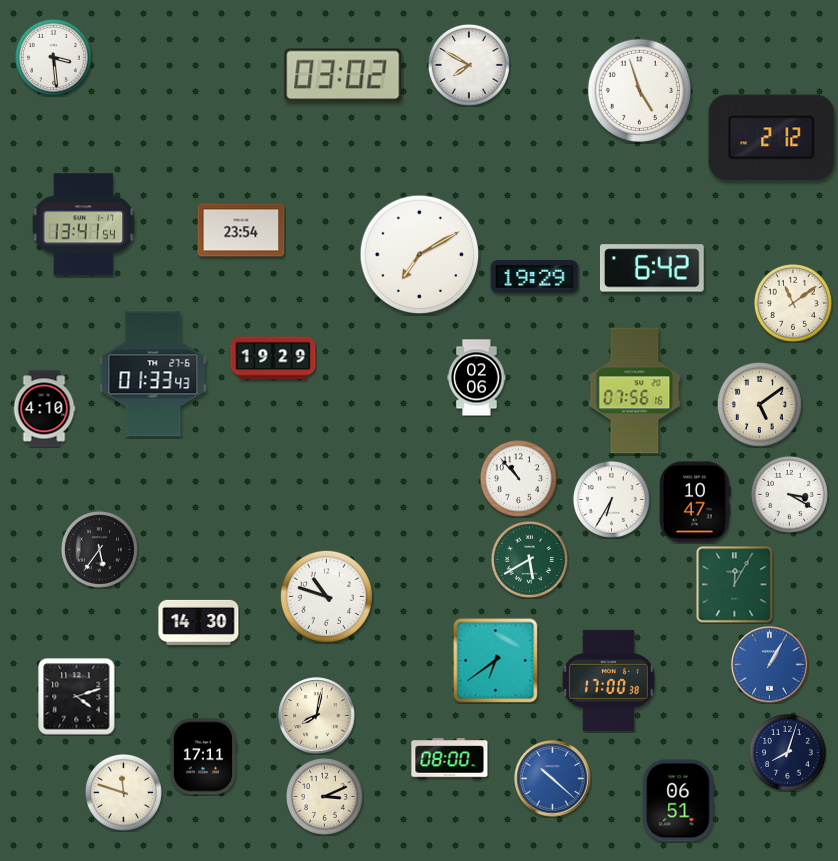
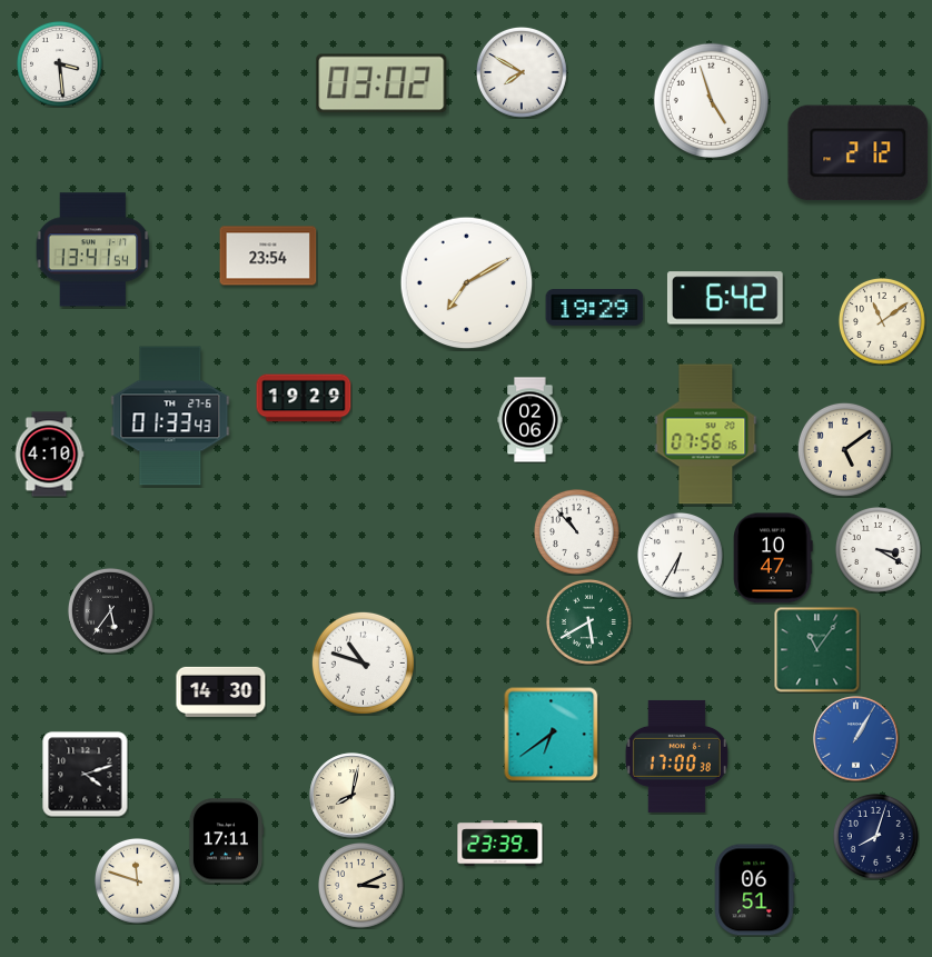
clock at (793, 303) position: (793, 303) -> (882, 321)
clock at (735, 585): 12:05 -> 11:06
clock at (450, 759): 08:00 -> 23:39
clock at (553, 779): 10:22 -> none
